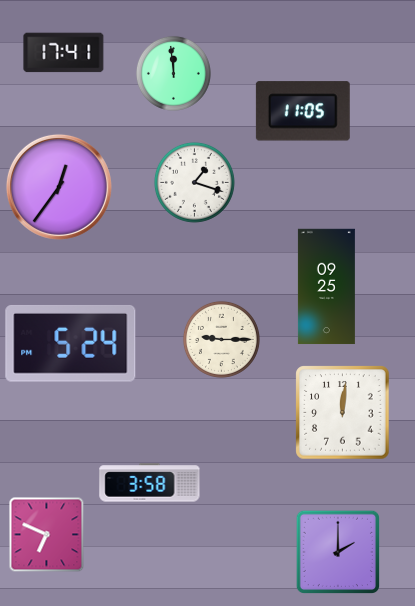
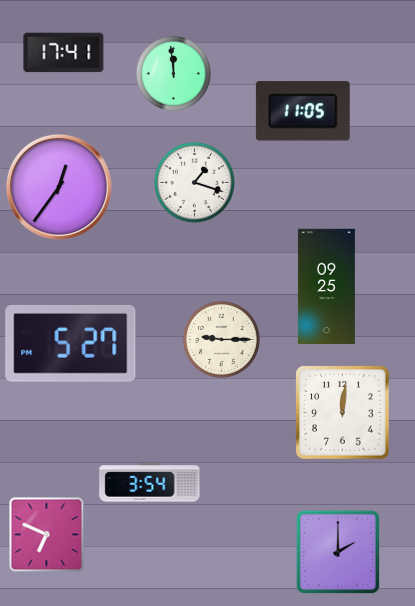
clock at (71, 344): 5:24 -> 5:27
clock at (150, 483): 3:58 -> 3:54
